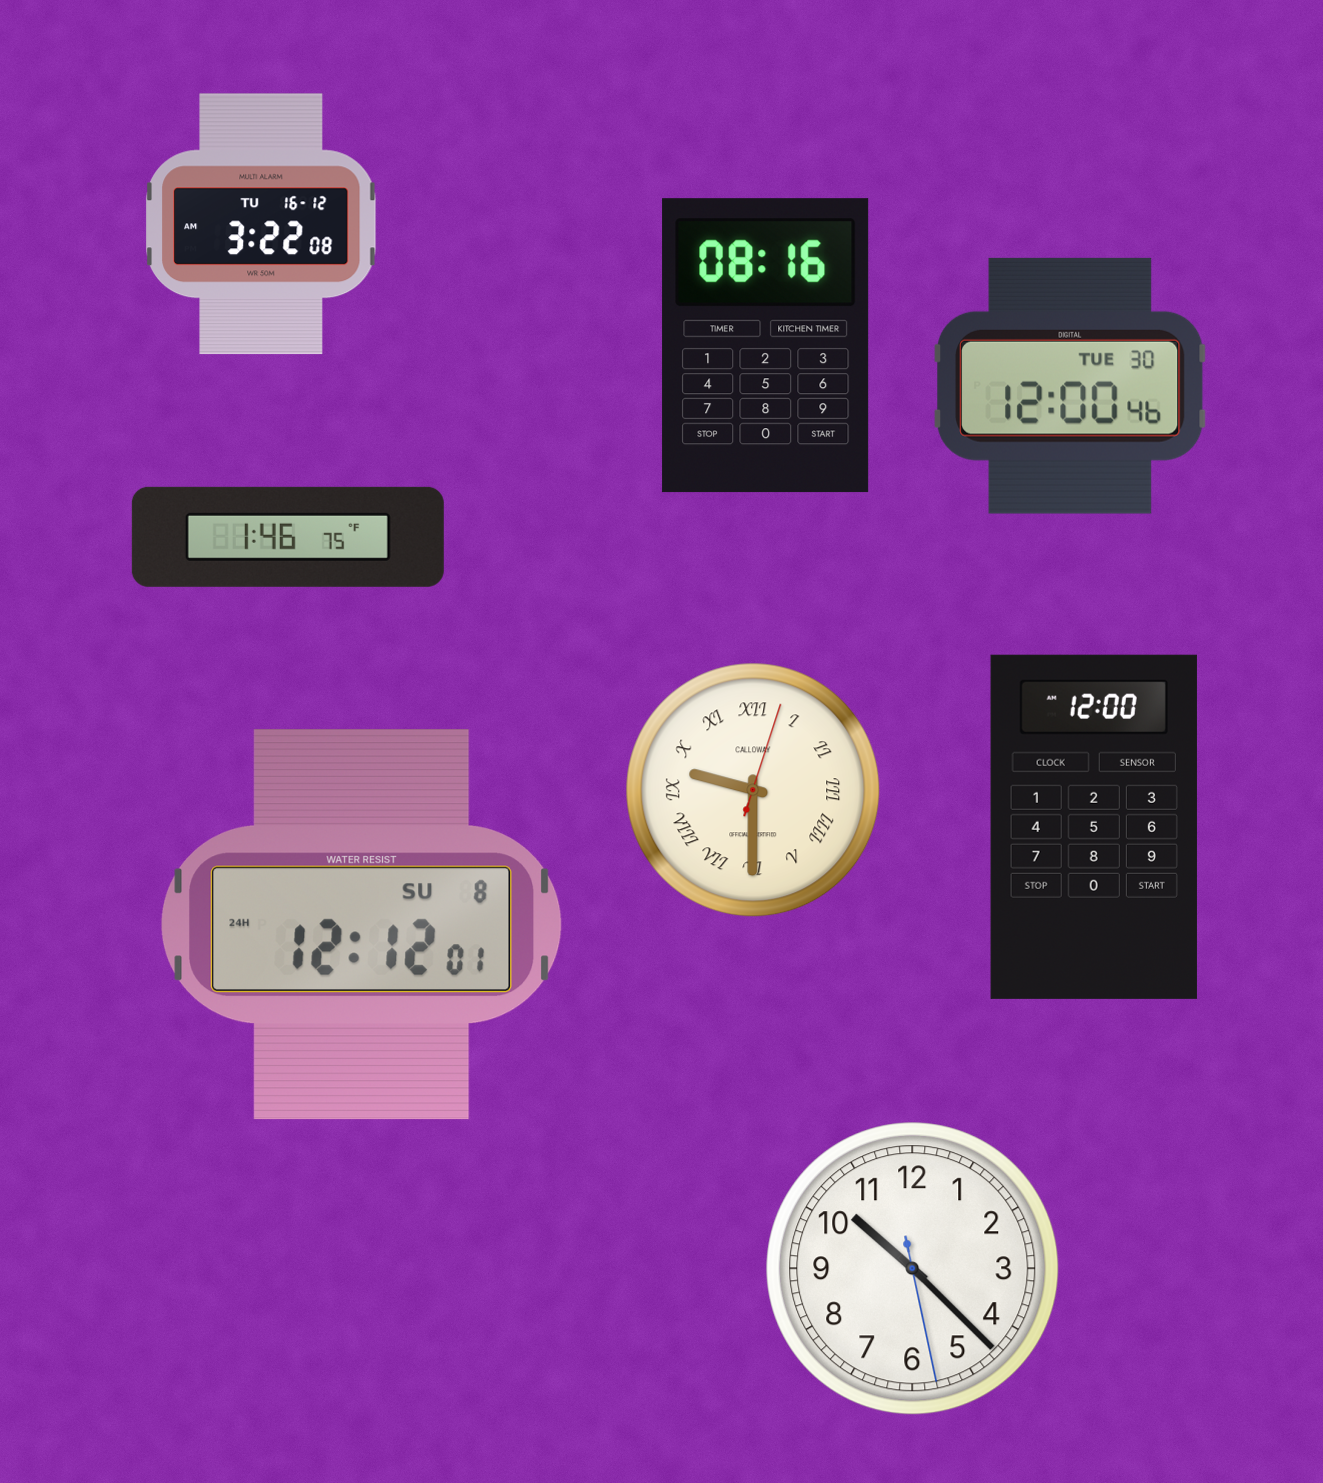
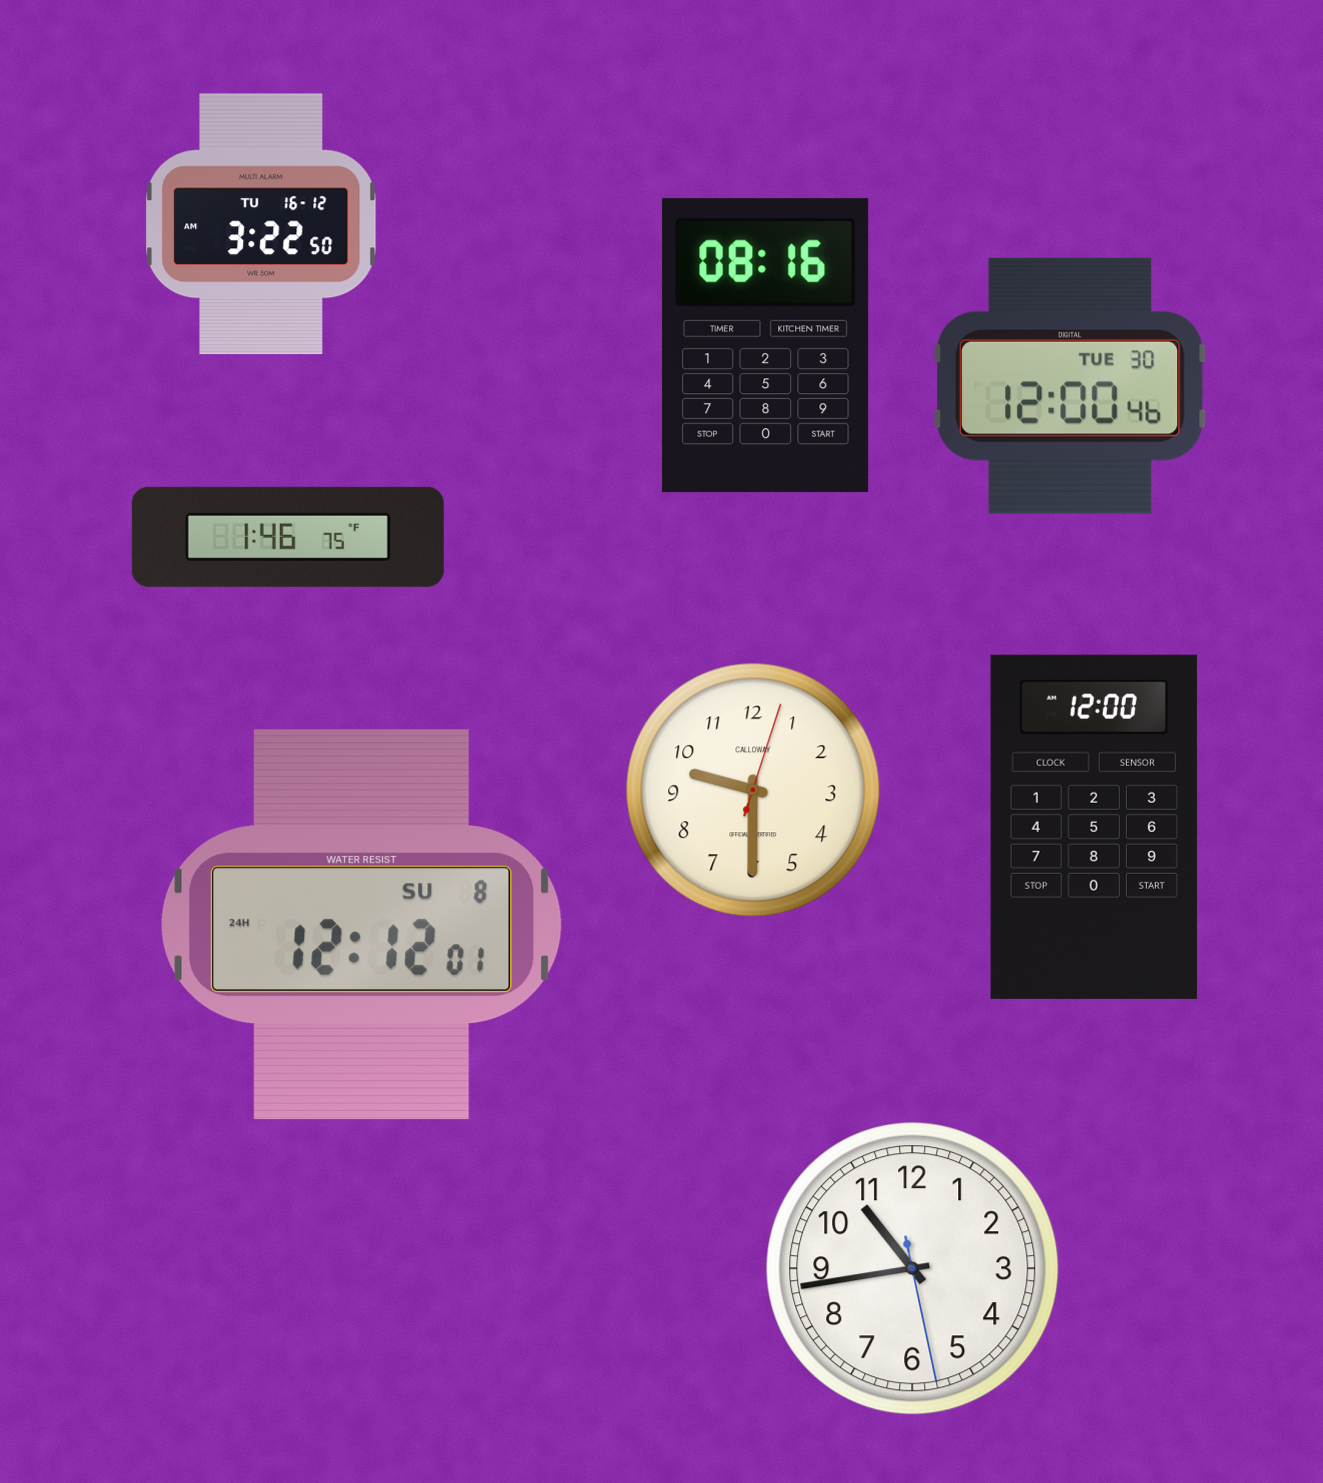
clock at (262, 224): 3:22:08 -> 3:22:50
clock at (753, 790) numerals: Roman -> Arabic
clock at (913, 1269): 10:22 -> 10:43
